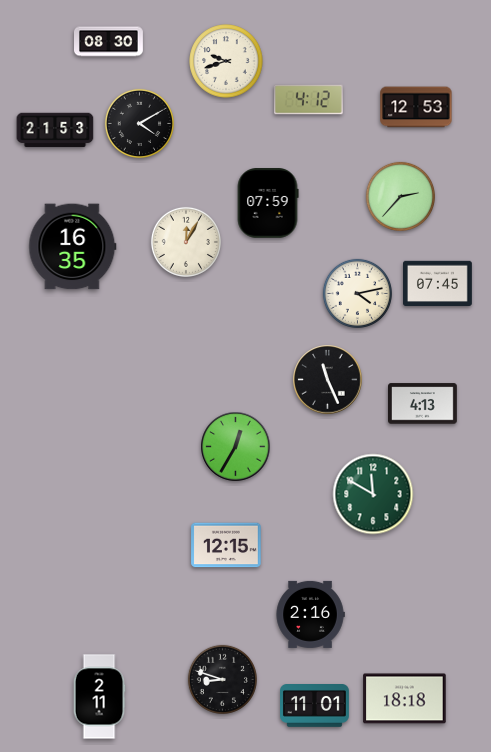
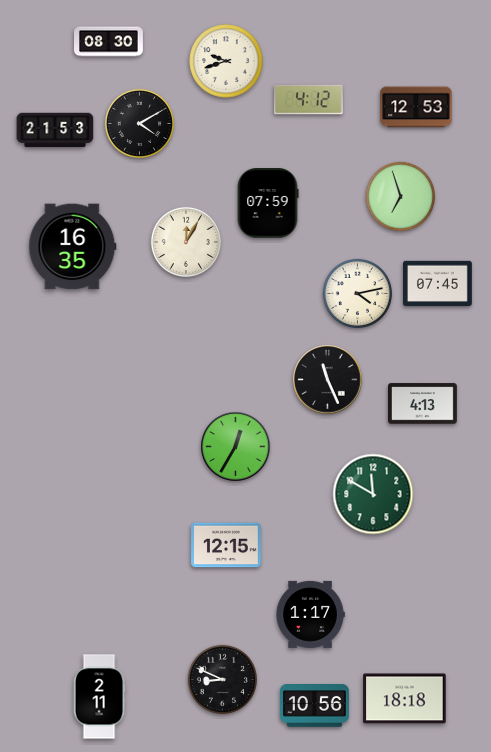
clock at (400, 196): 2:37 -> 6:57
clock at (310, 614): 2:16 -> 1:17
clock at (222, 679): 8:48 -> 8:49
clock at (315, 706): 11:01 -> 10:56
